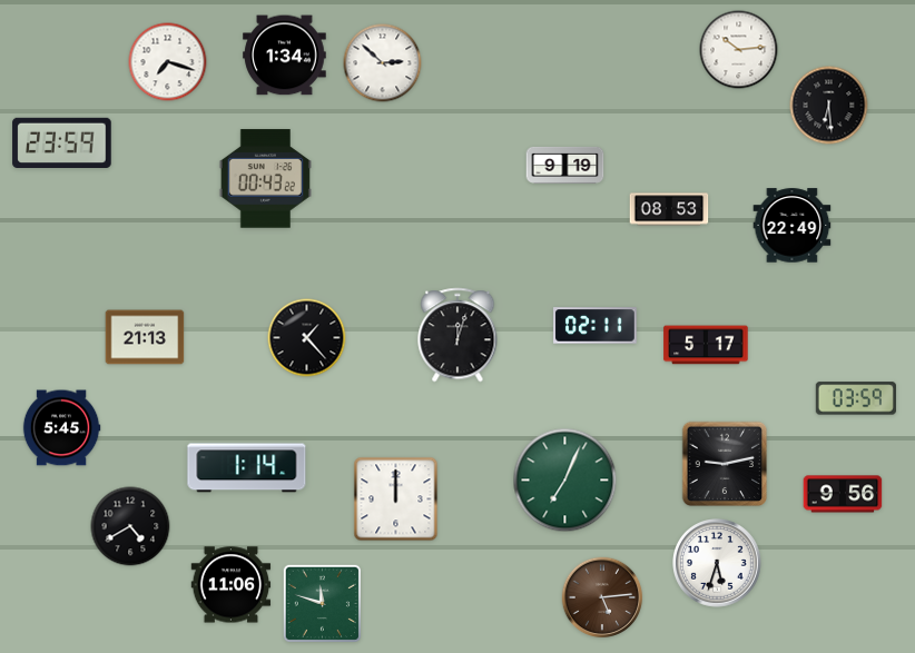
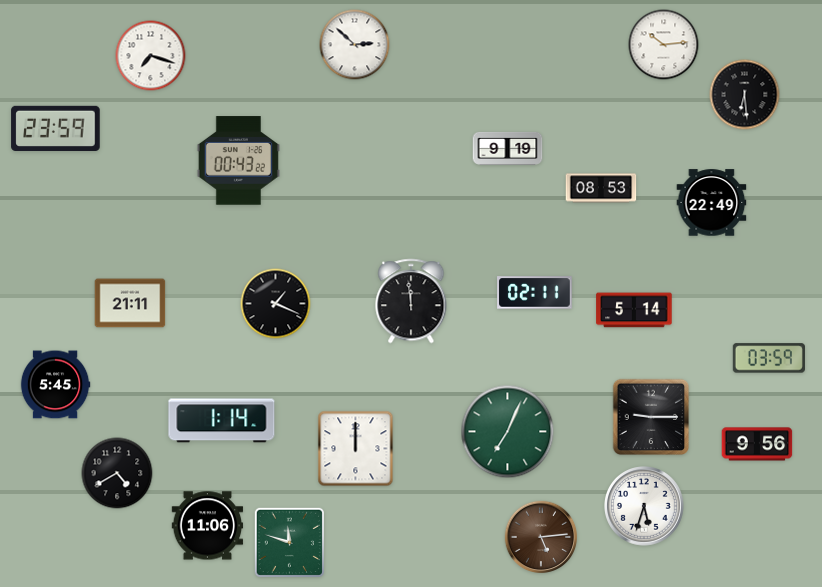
clock at (285, 56): 1:34 -> none
clock at (383, 63) position: (383, 63) -> (355, 45)
clock at (457, 335): 12:03 -> 11:59
clock at (145, 337): 21:13 -> 21:11
clock at (307, 338): 1:23 -> 1:19
clock at (706, 345): 5:17 -> 5:14
clock at (725, 464): 9:13 -> 9:15
